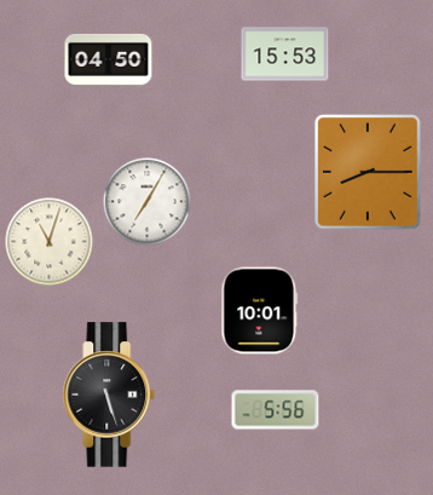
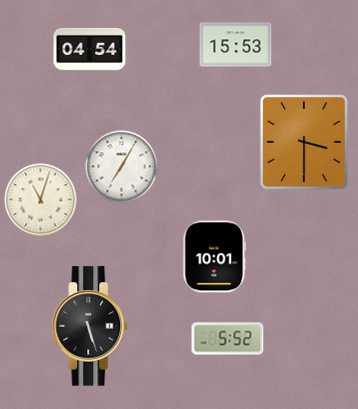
clock at (109, 59): 04:50 -> 04:54
clock at (368, 172): 8:15 -> 3:30
clock at (276, 410): 5:56 -> 5:52
